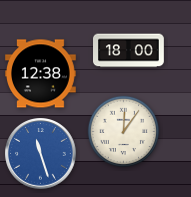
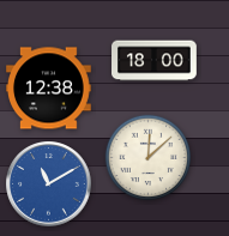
clock at (124, 132): 12:06 -> 12:08
clock at (41, 154): 11:27 -> 11:10
